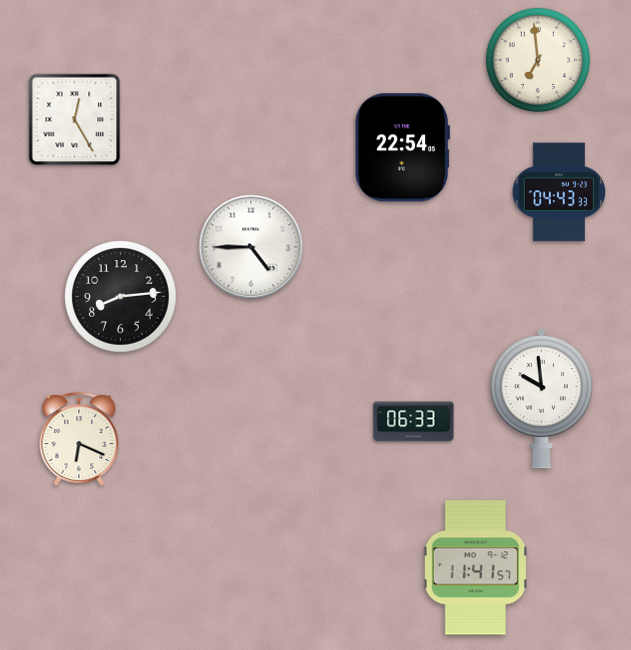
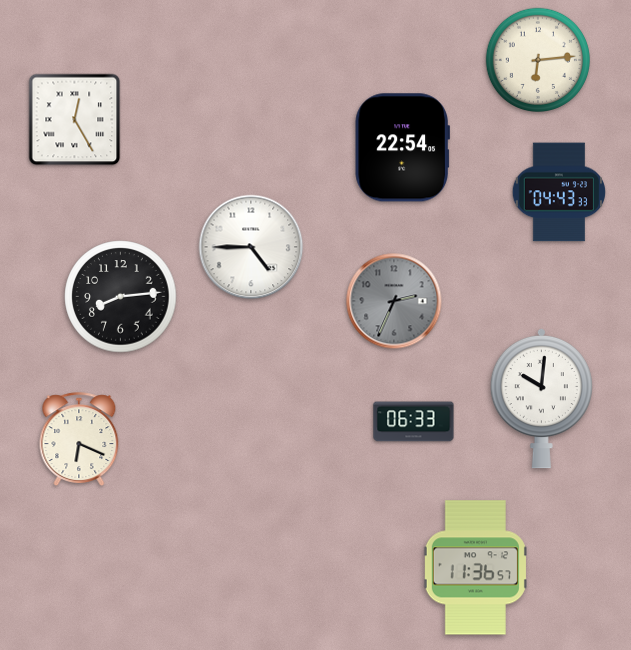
clock at (537, 59): 6:59 -> 6:14
clock at (394, 301): none -> 2:34
clock at (541, 398): 9:59 -> 10:01
clock at (475, 568): 11:41 -> 11:36
